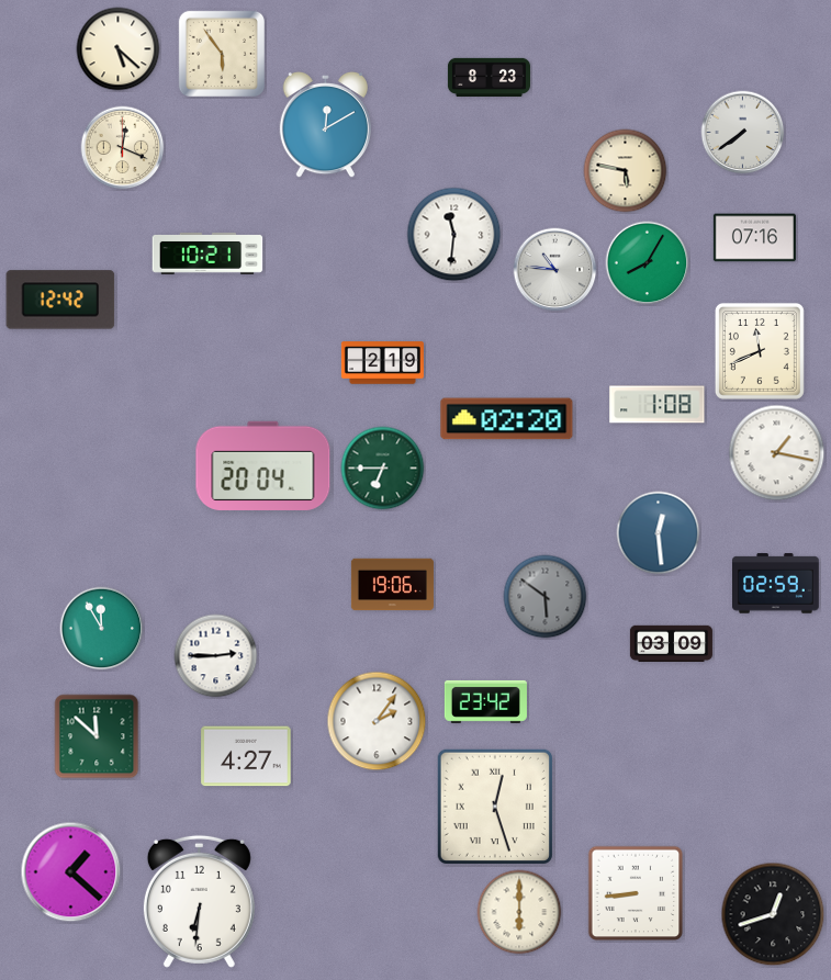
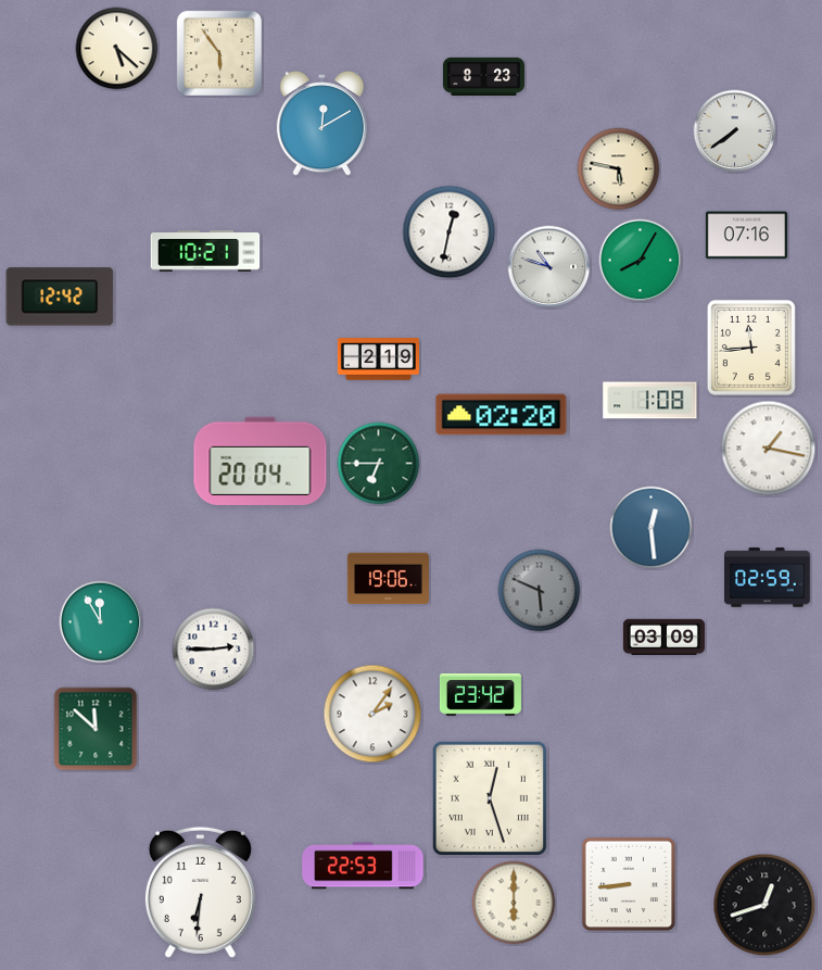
clock at (123, 148): 12:19 -> none
clock at (454, 235): 11:31 -> 12:32
clock at (555, 270): 10:46 -> 10:48
clock at (760, 351): 11:41 -> 11:44
clock at (546, 597): 5:51 -> 5:49
clock at (246, 756): 4:27 -> none
clock at (71, 872): 1:22 -> none
clock at (363, 866): none -> 22:53
clock at (199, 901) position: (199, 901) -> (200, 892)
